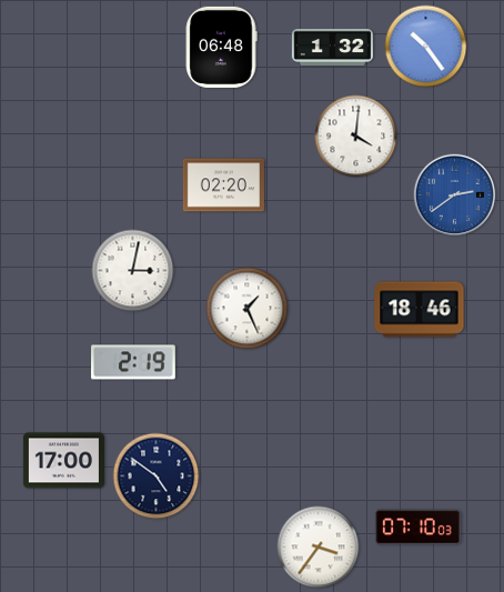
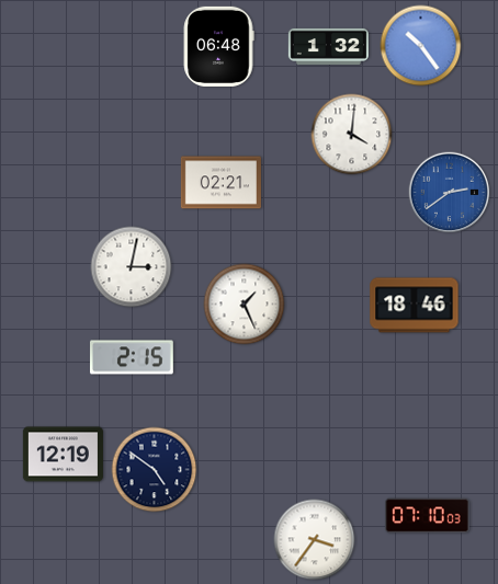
clock at (223, 185): 02:20 -> 02:21
clock at (134, 362): 2:19 -> 2:15
clock at (63, 461): 17:00 -> 12:19
clock at (419, 528) position: (419, 528) -> (428, 516)
